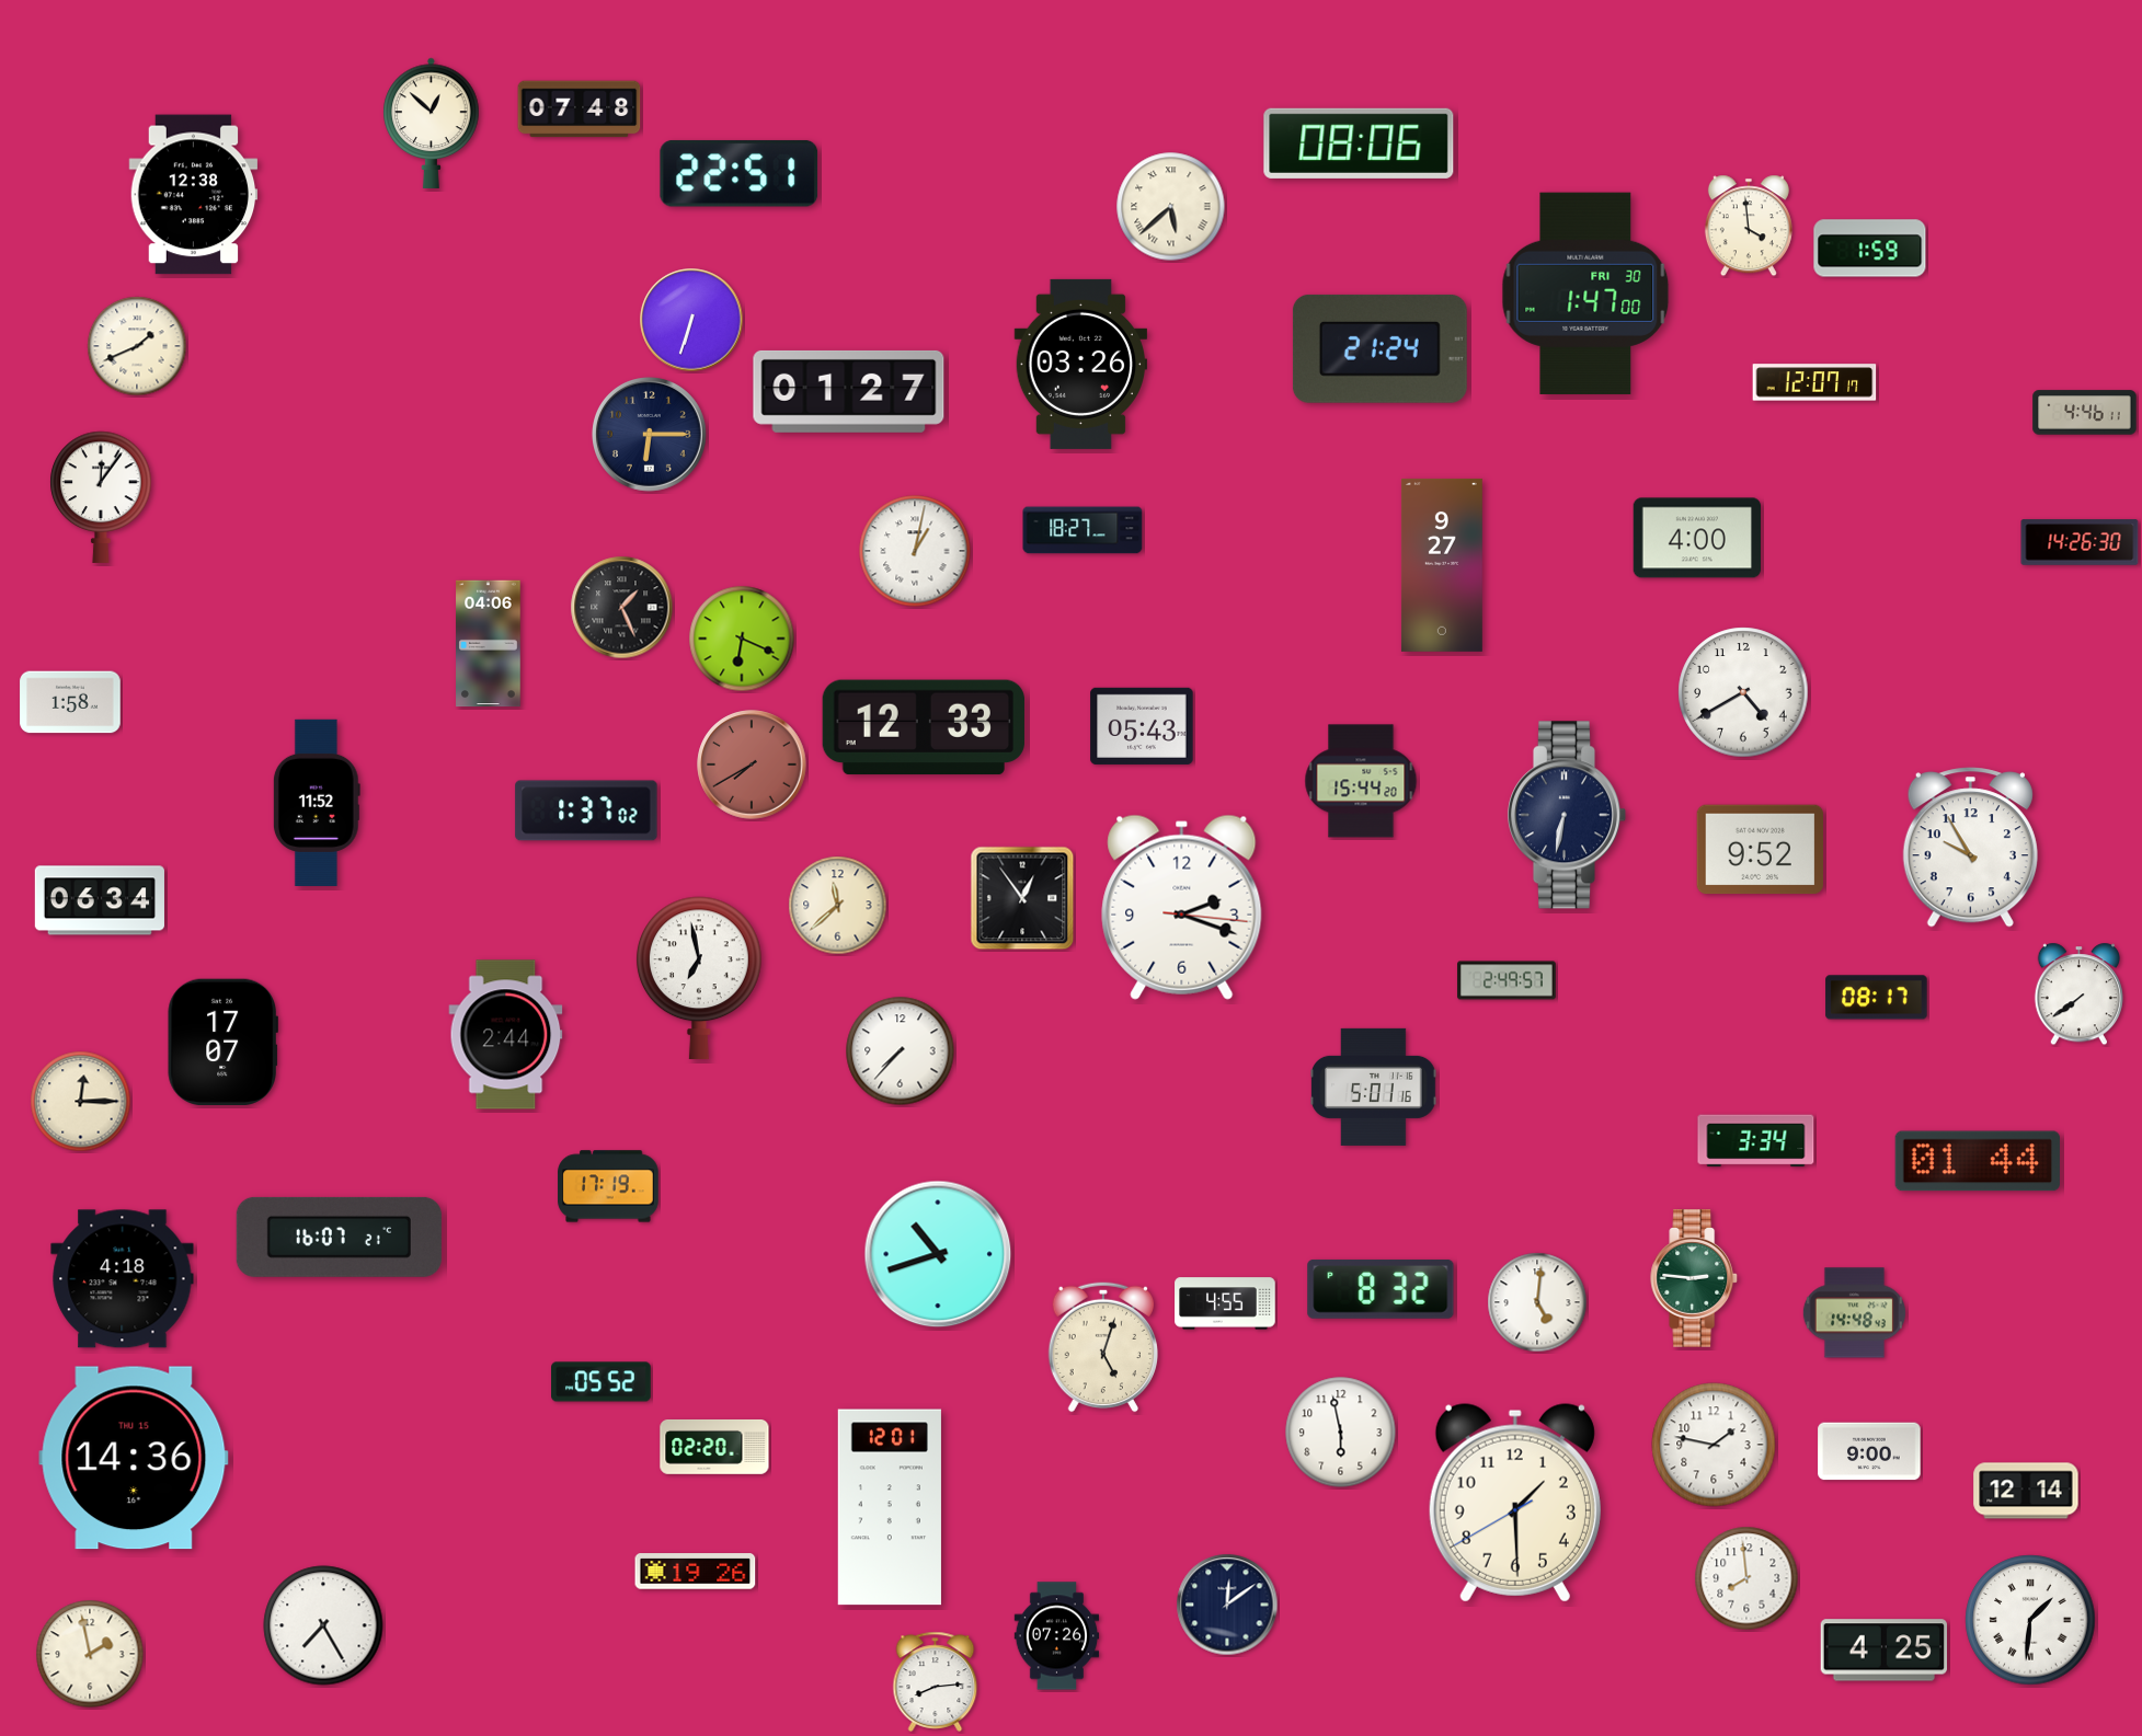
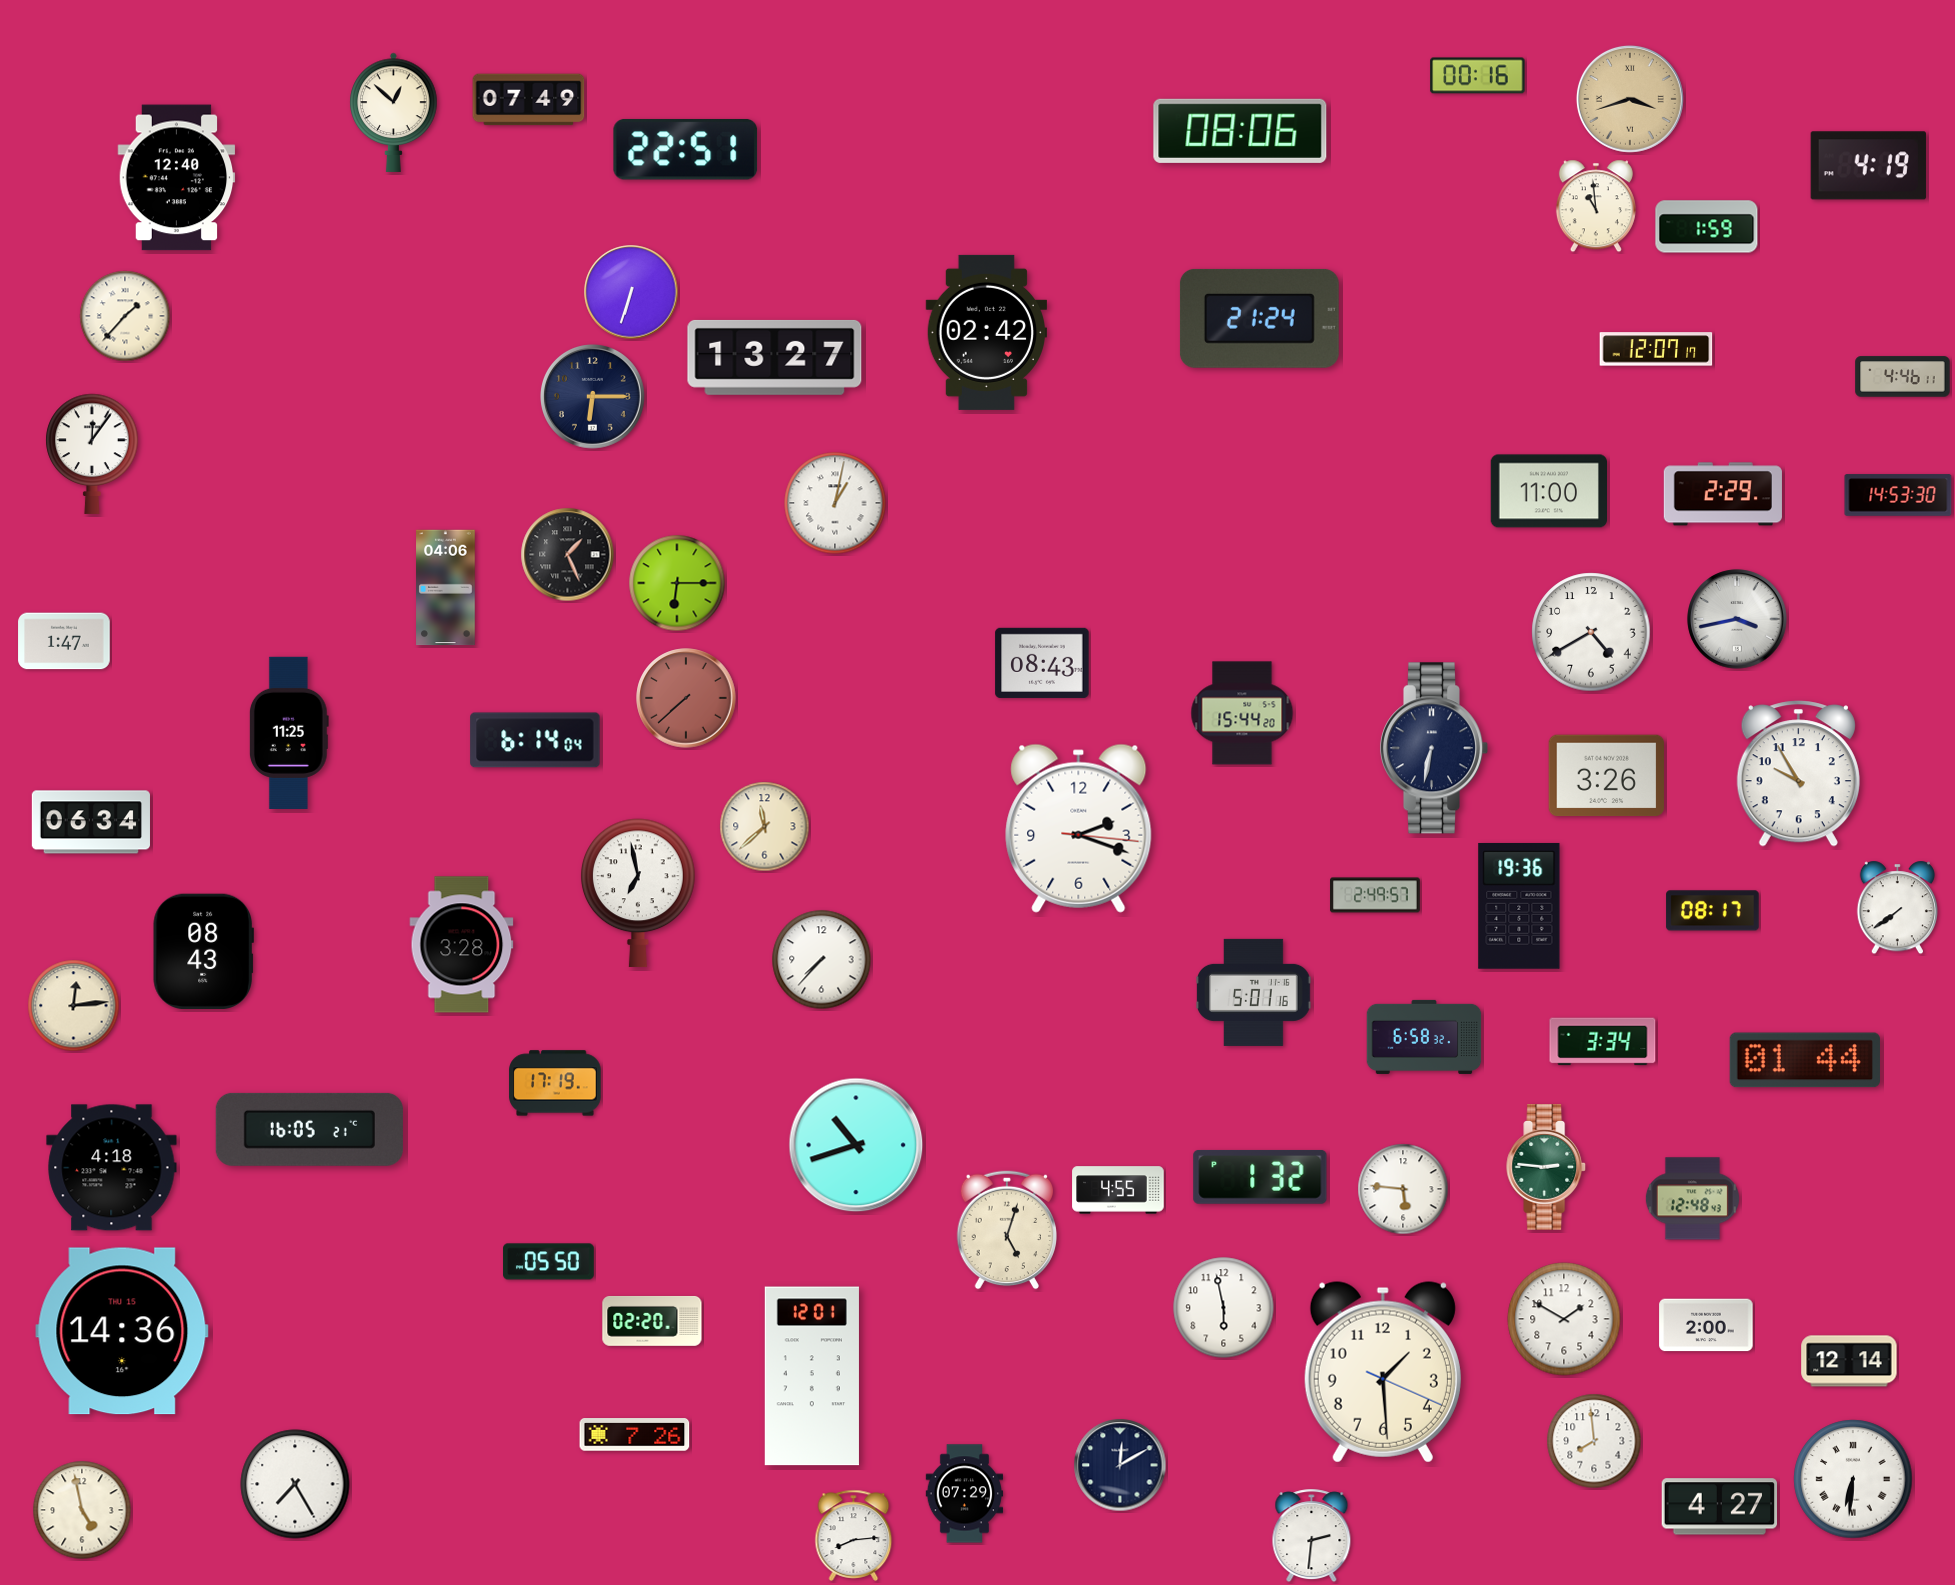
clock at (1478, 76): none -> 00:16
clock at (1630, 99): none -> 3:42
clock at (580, 110): 07:48 -> 07:49
clock at (740, 173) position: (740, 173) -> (686, 149)
clock at (1868, 166): none -> 4:19
clock at (194, 195): 12:38 -> 12:40
clock at (1171, 207): 5:38 -> none
clock at (1749, 226): 3:59 -> 10:59
clock at (1585, 294): 1:47 -> none
clock at (137, 346): 1:41 -> 1:37
clock at (1081, 364): 03:26 -> 02:42
clock at (849, 391): 01:27 -> 13:27
clock at (1083, 530): 18:27 -> none
clock at (1696, 538): 4:00 -> 11:00
clock at (1723, 494): none -> 2:29
clock at (2080, 542): 14:26 -> 14:53
clock at (1442, 565): 9:27 -> none
clock at (742, 639): 6:19 -> 6:15
clock at (1737, 619): none -> 3:43
clock at (70, 702): 1:58 -> 1:47
clock at (1142, 726): 05:43 -> 08:43
clock at (924, 727): 12:33 -> none
clock at (752, 764): 7:40 -> 7:38
clock at (317, 803): 11:52 -> 11:25
clock at (586, 810): 1:37 -> 6:14
clock at (1567, 815) position: (1567, 815) -> (1434, 748)
clock at (1761, 850): 9:52 -> 3:26
clock at (1022, 898): 12:54 -> none
clock at (1519, 906): none -> 19:36
clock at (506, 1035): 2:44 -> 3:28
clock at (222, 1043): 17:07 -> 08:43
clock at (81, 1102): 12:15 -> 12:14
clock at (1424, 1037): none -> 6:58
clock at (339, 1237): 16:07 -> 16:05
clock at (1381, 1289): 8:32 -> 1:32
clock at (1537, 1302): 5:01 -> 5:46
clock at (1854, 1313): 14:48 -> 12:48
clock at (602, 1382): 05:52 -> 05:50
clock at (1714, 1445): 1:47 -> 1:50
clock at (1869, 1451): 9:00 -> 2:00
clock at (1515, 1503): 1:29:40 -> 1:29:19
clock at (696, 1572): 19:26 -> 7:26
clock at (1227, 1605): 12:09 -> 12:10
clock at (2030, 1620): 1:31 -> 6:31
clock at (1057, 1636): 07:26 -> 07:29
clock at (1883, 1651): 4:25 -> 4:27
clock at (90, 1654): 1:58 -> 4:58
clock at (1312, 1536): none -> 2:31
